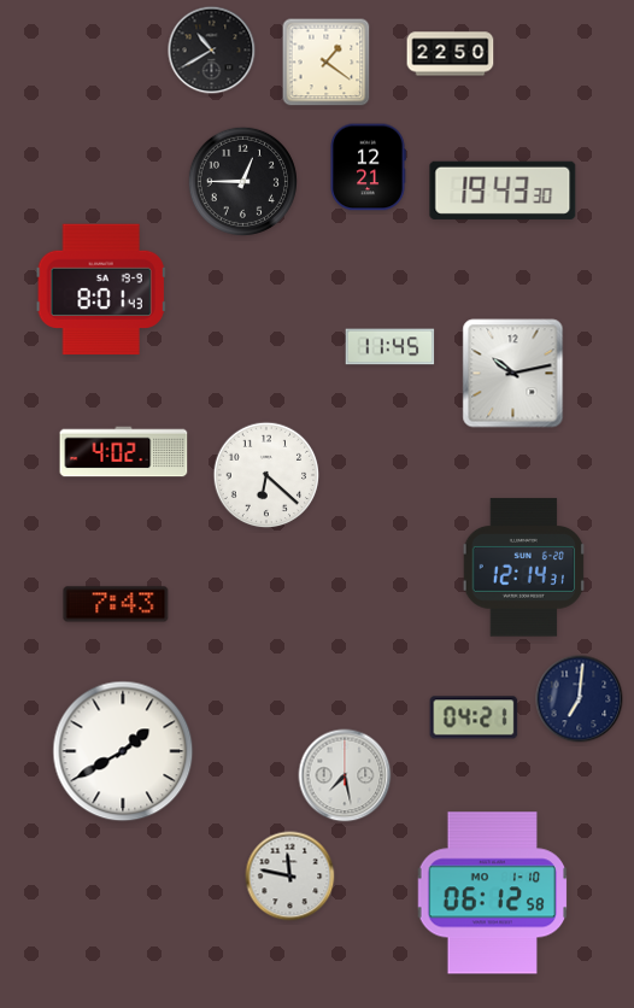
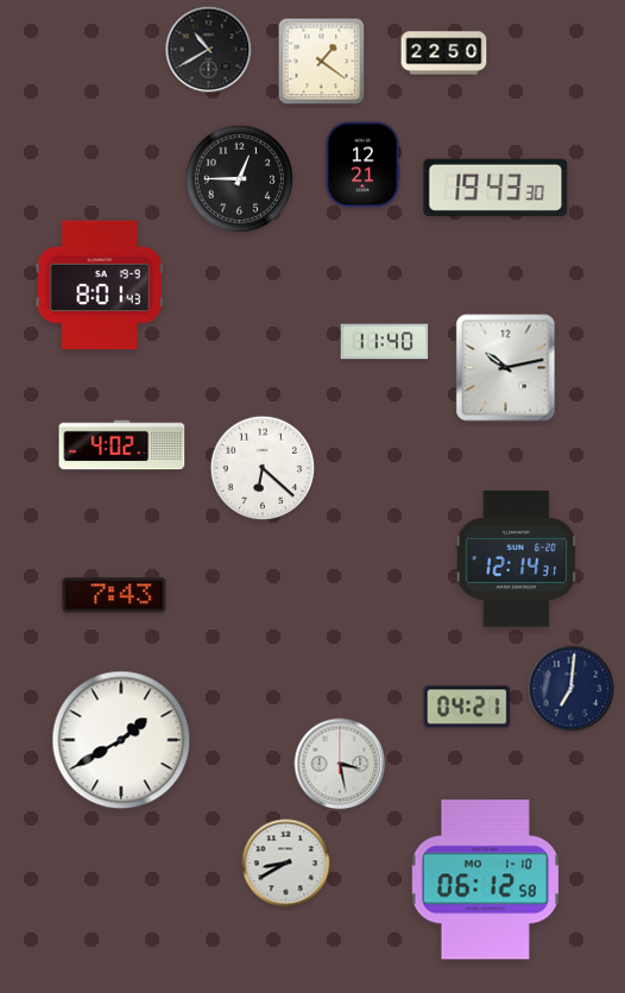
clock at (391, 347): 11:45 -> 11:40
clock at (345, 775): 7:28 -> 3:28
clock at (290, 877): 11:47 -> 8:40
